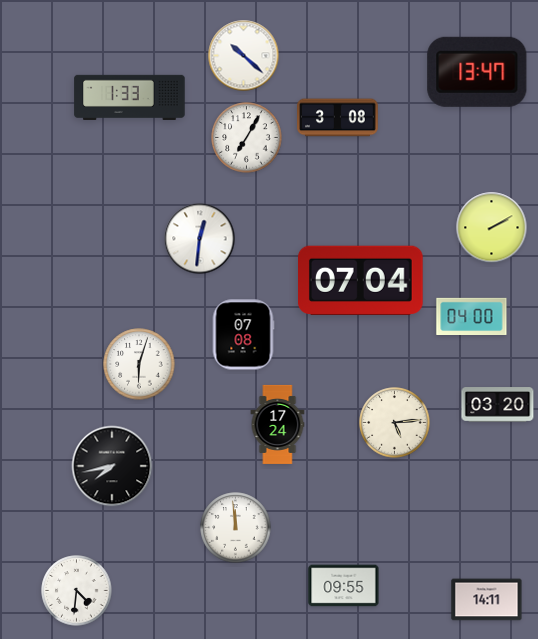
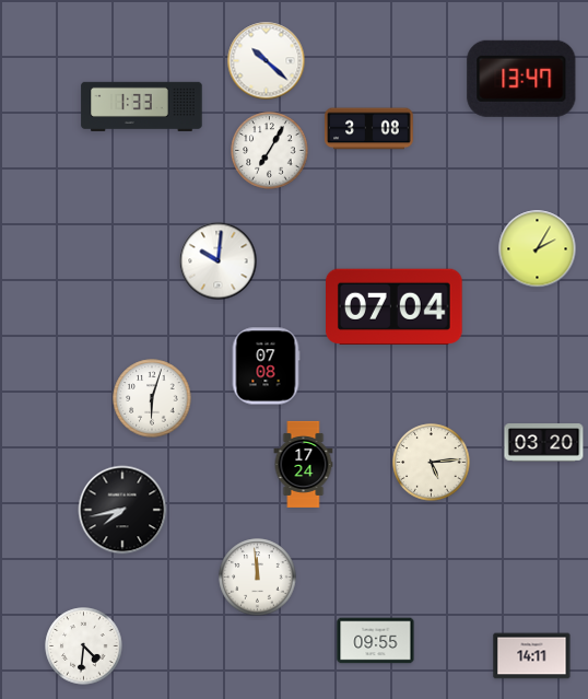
clock at (492, 228): 2:10 -> 2:05
clock at (200, 239): 12:31 -> 10:01
clock at (472, 316): 04:00 -> none
